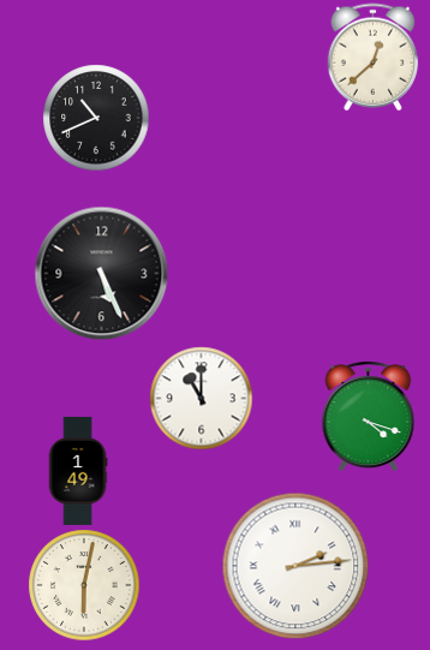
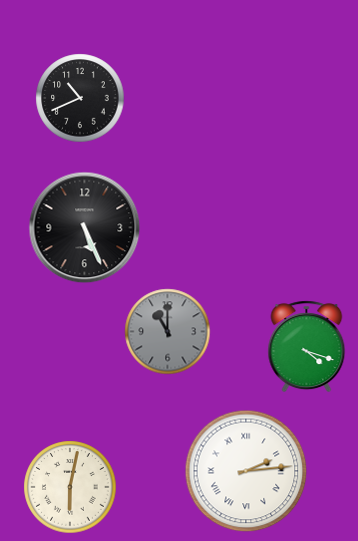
clock at (374, 56): 12:38 -> none
clock at (201, 398) dial: white -> grey
clock at (78, 471): 1:49 -> none
